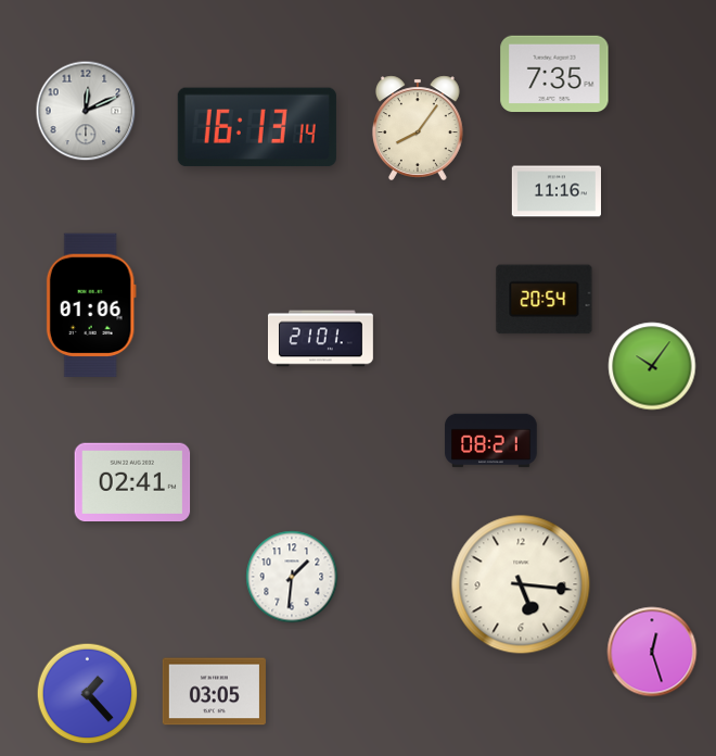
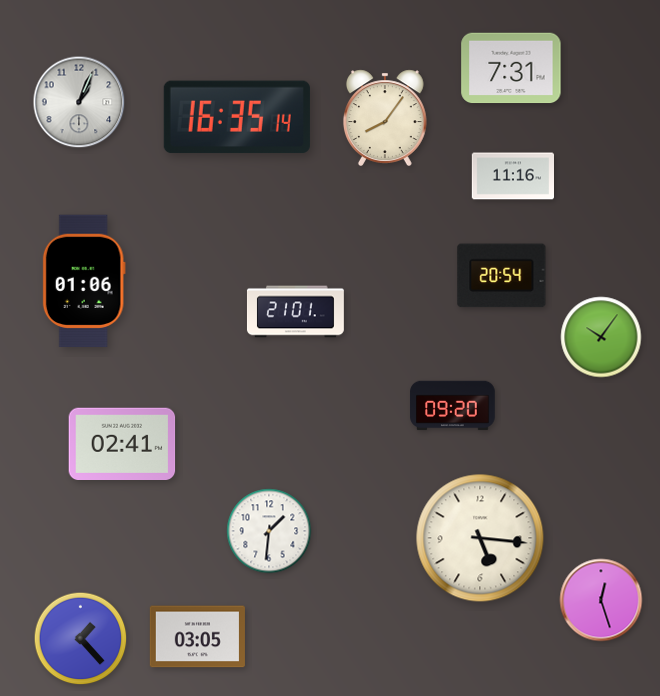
clock at (554, 74): 7:35 -> 7:31
clock at (86, 111): 12:11 -> 1:04
clock at (257, 127): 16:13 -> 16:35
clock at (491, 441): 08:21 -> 09:20
